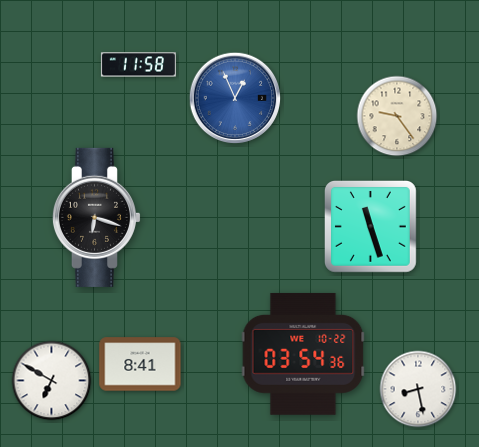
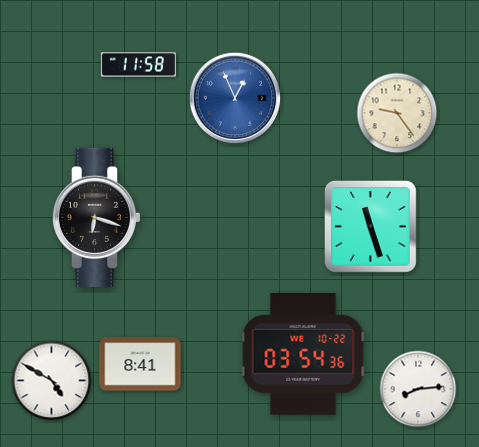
clock at (397, 116) position: (397, 116) -> (397, 113)
clock at (52, 381): 6:50 -> 4:50
clock at (418, 389): 8:28 -> 8:14
